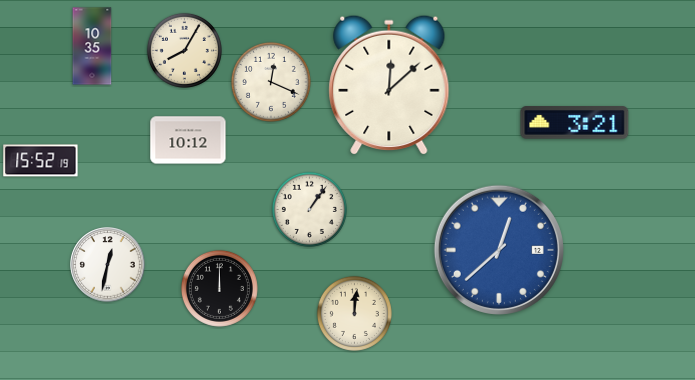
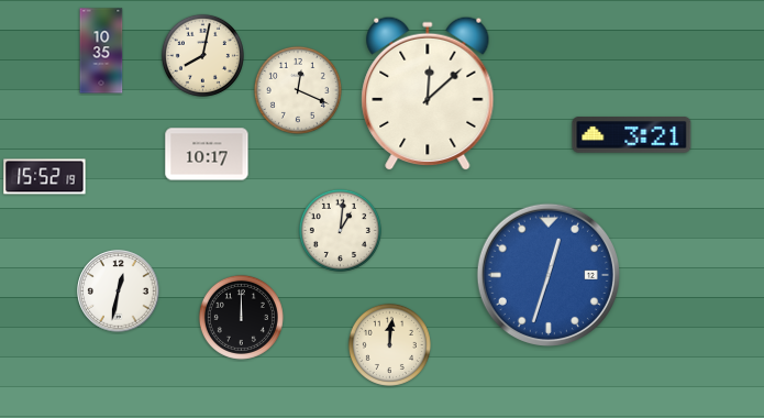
clock at (184, 50): 8:05 -> 8:02
clock at (188, 140): 10:12 -> 10:17
clock at (309, 209): 1:06 -> 1:01
clock at (499, 250): 12:38 -> 12:33
